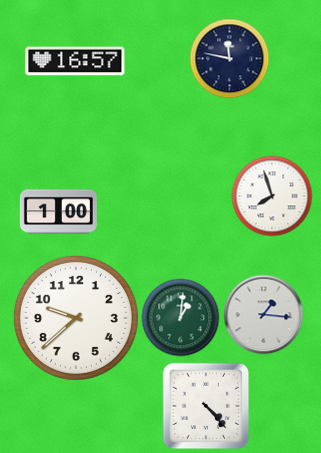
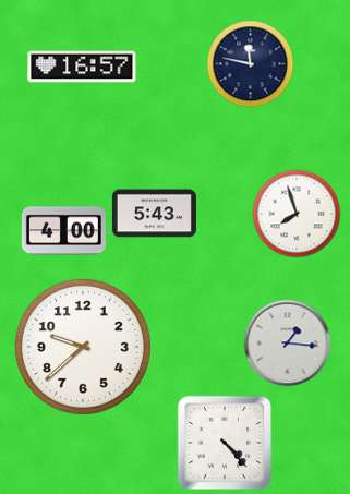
clock at (154, 214): none -> 5:43
clock at (58, 212): 1:00 -> 4:00
clock at (180, 317): 1:01 -> none
